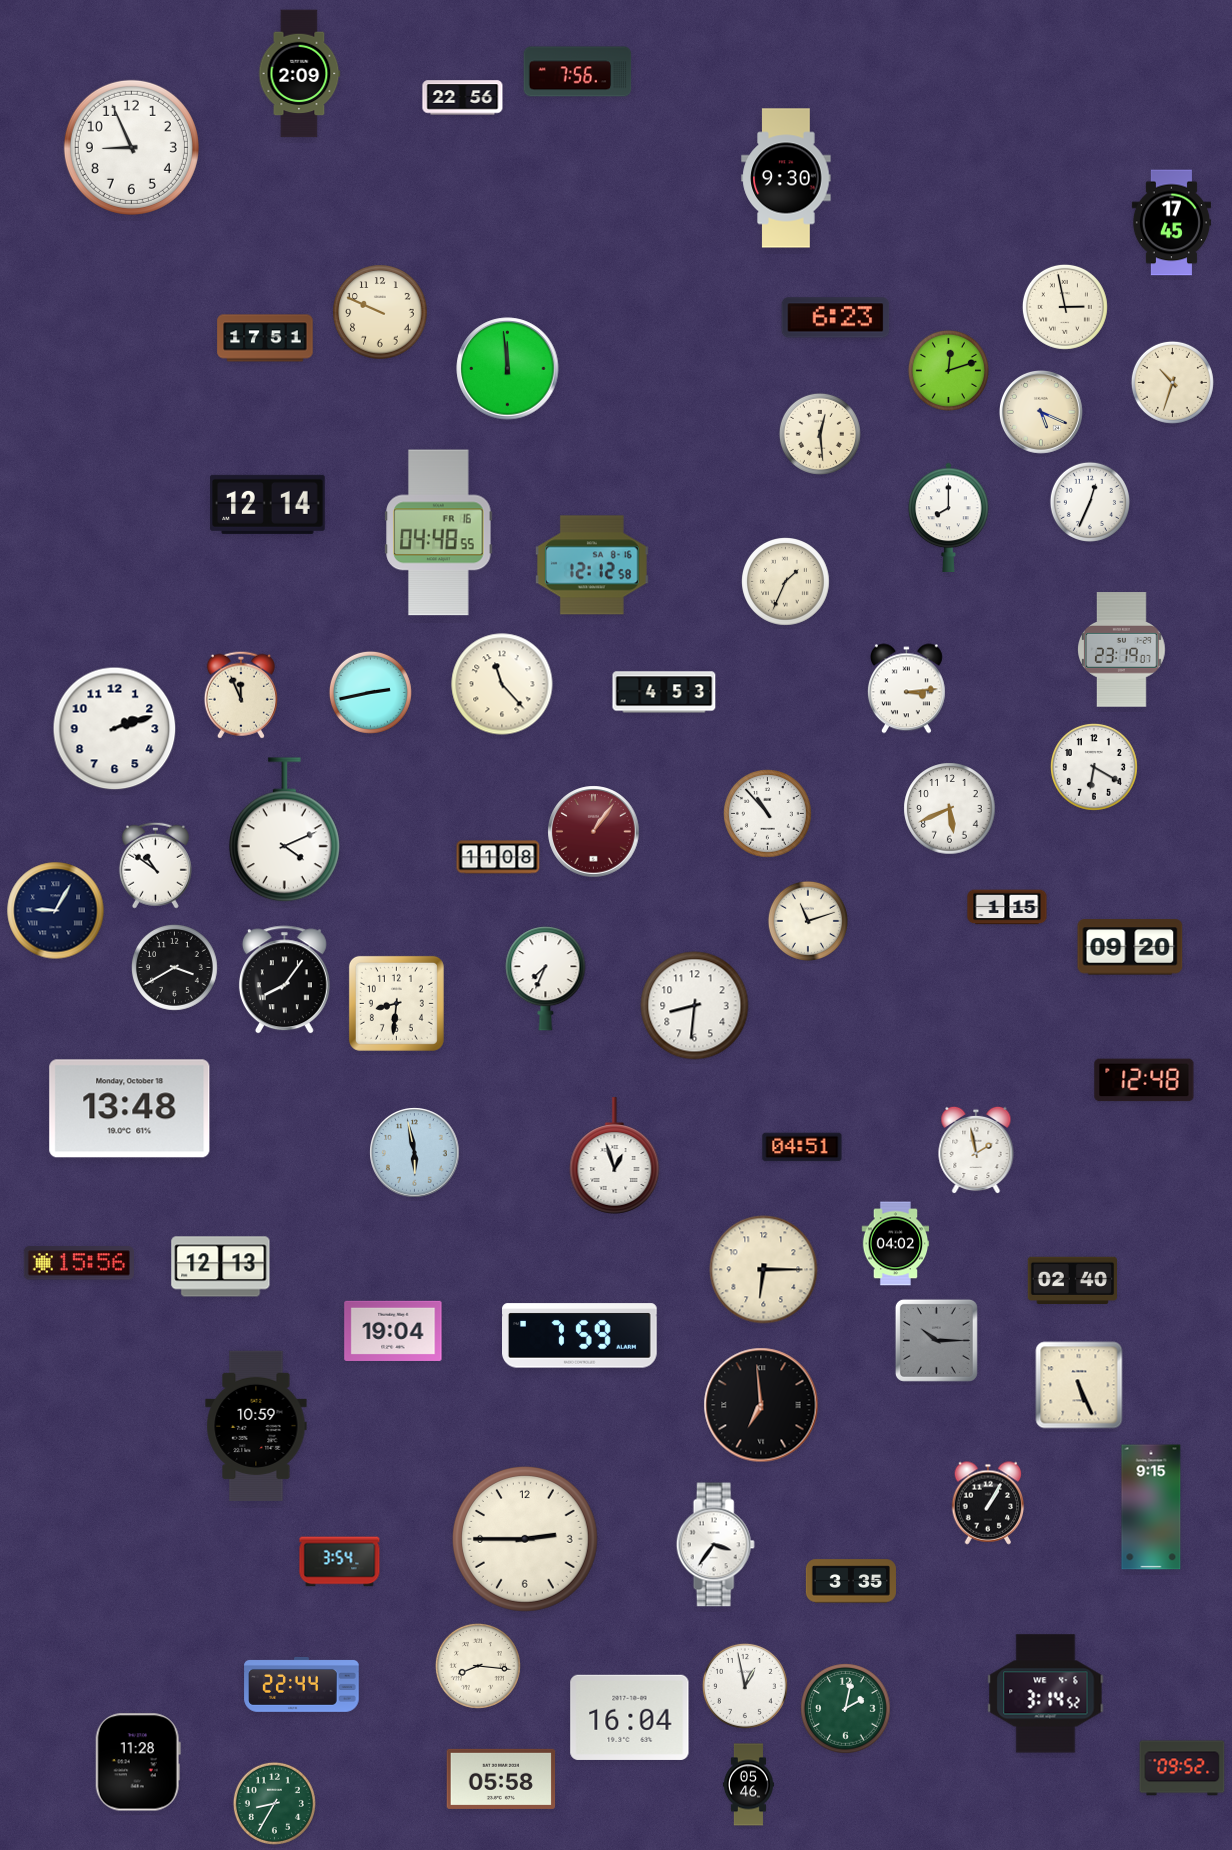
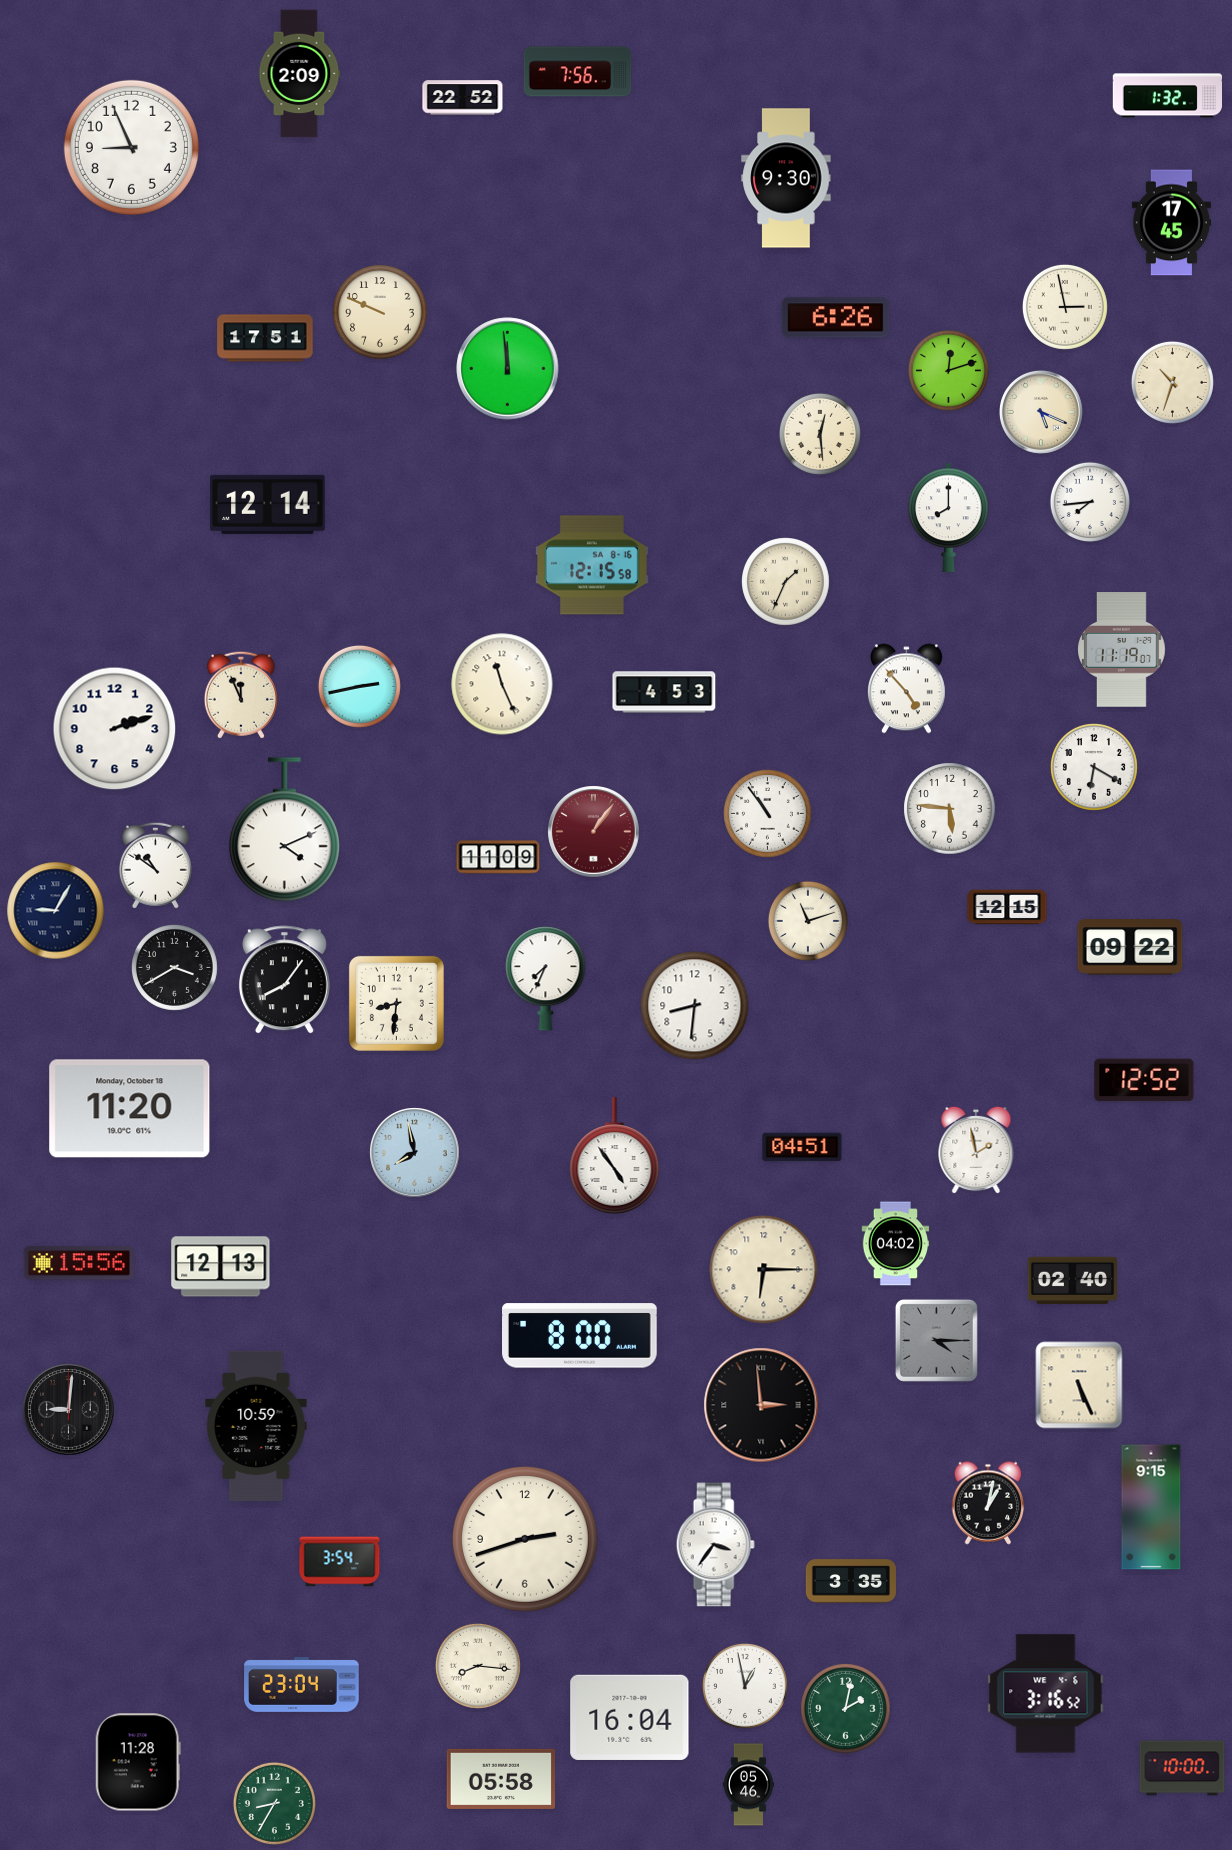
clock at (1167, 96): none -> 1:32
clock at (463, 98): 22:56 -> 22:52
clock at (836, 318): 6:23 -> 6:26
clock at (1090, 502): 12:34 -> 7:44
clock at (439, 533): 04:48 -> none
clock at (592, 565): 12:12 -> 12:15
clock at (1122, 650): 23:19 -> 11:19
clock at (502, 684): 11:23 -> 11:26
clock at (906, 689): 3:14 -> 4:53
clock at (370, 692) position: (370, 692) -> (359, 686)
clock at (950, 809): 5:41 -> 5:46
clock at (768, 814): 10:53 -> 10:54
clock at (498, 857): 11:08 -> 11:09
clock at (1007, 907): 1:15 -> 12:15
clock at (1130, 947): 09:20 -> 09:22
clock at (1144, 1080): 12:48 -> 12:52
clock at (130, 1109): 13:48 -> 11:20
clock at (415, 1153): 5:58 -> 7:58
clock at (615, 1156): 12:57 -> 4:54
clock at (393, 1331): 19:04 -> none
clock at (580, 1336): 7:59 -> 8:00
clock at (936, 1340): 10:15 -> 4:15
clock at (761, 1405): 6:59 -> 2:59
clock at (69, 1410): none -> 9:01
clock at (988, 1503): 1:05 -> 1:02
clock at (525, 1539): 2:45 -> 2:42
clock at (302, 1684): 22:44 -> 23:04
clock at (1046, 1694): 3:14 -> 3:16
clock at (1182, 1768): 09:52 -> 10:00
